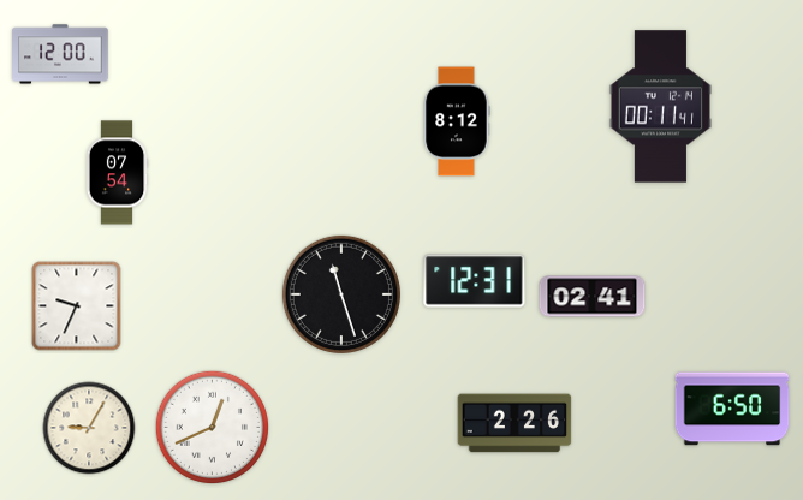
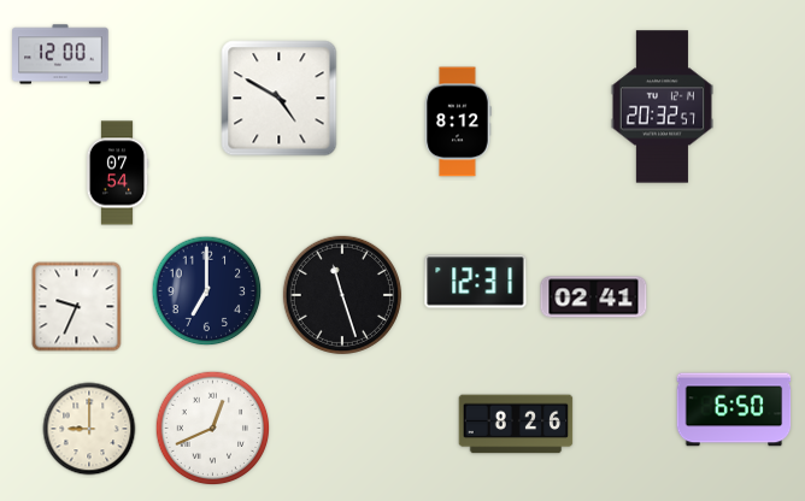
clock at (280, 99): none -> 4:50
clock at (660, 107): 00:11 -> 20:32
clock at (207, 291): none -> 7:00
clock at (514, 423): 2:26 -> 8:26
clock at (89, 428): 9:05 -> 9:00
